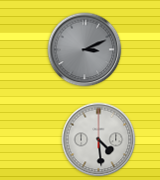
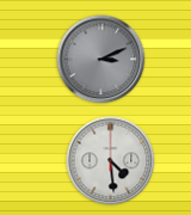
clock at (99, 140) position: (99, 140) -> (111, 161)
